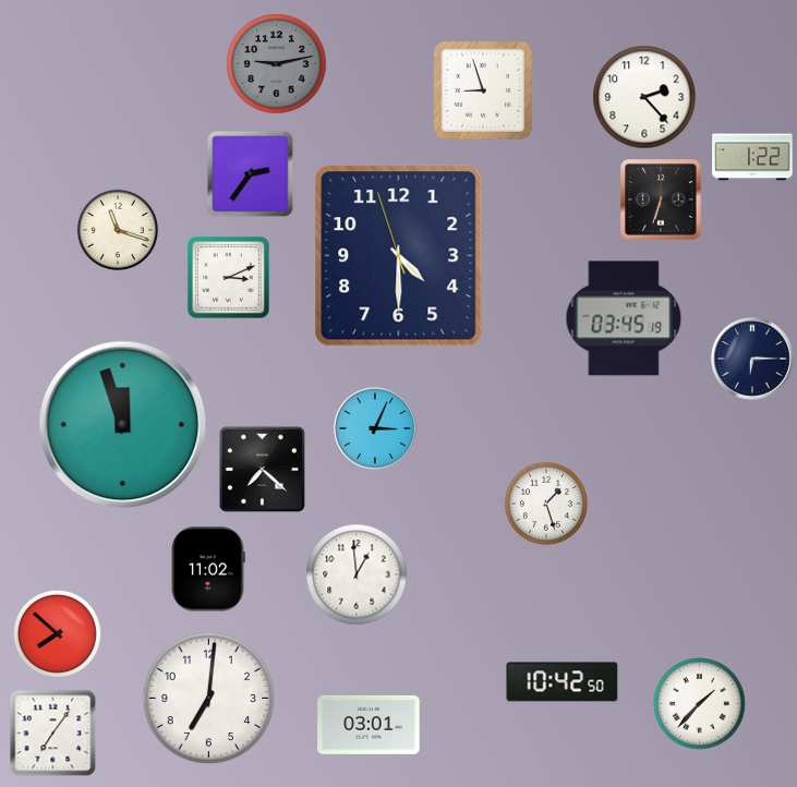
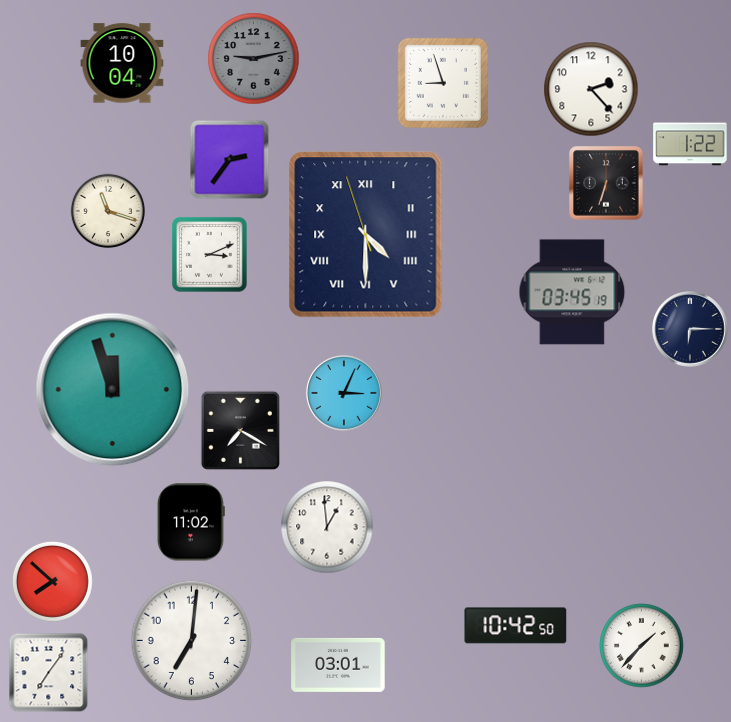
clock at (122, 63): none -> 10:04
clock at (399, 256) numerals: Arabic -> Roman
clock at (262, 469): 7:22 -> 7:20
clock at (546, 504): 1:27 -> none
